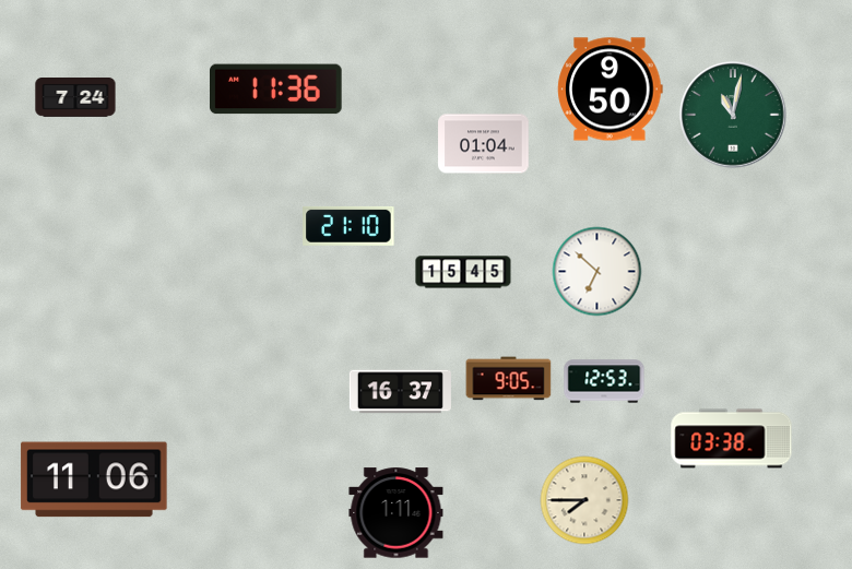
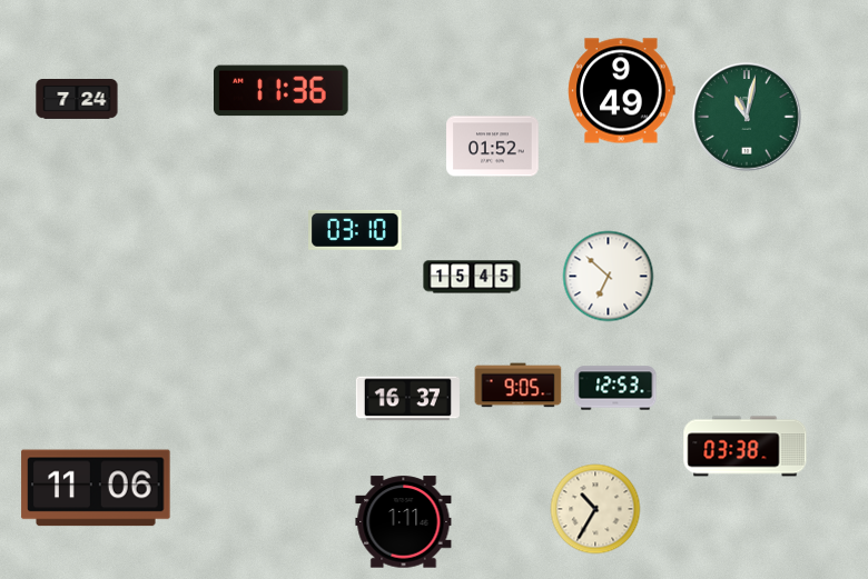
clock at (611, 90): 9:50 -> 9:49
clock at (484, 144): 01:04 -> 01:52
clock at (348, 226): 21:10 -> 03:10
clock at (584, 500): 7:45 -> 10:35
